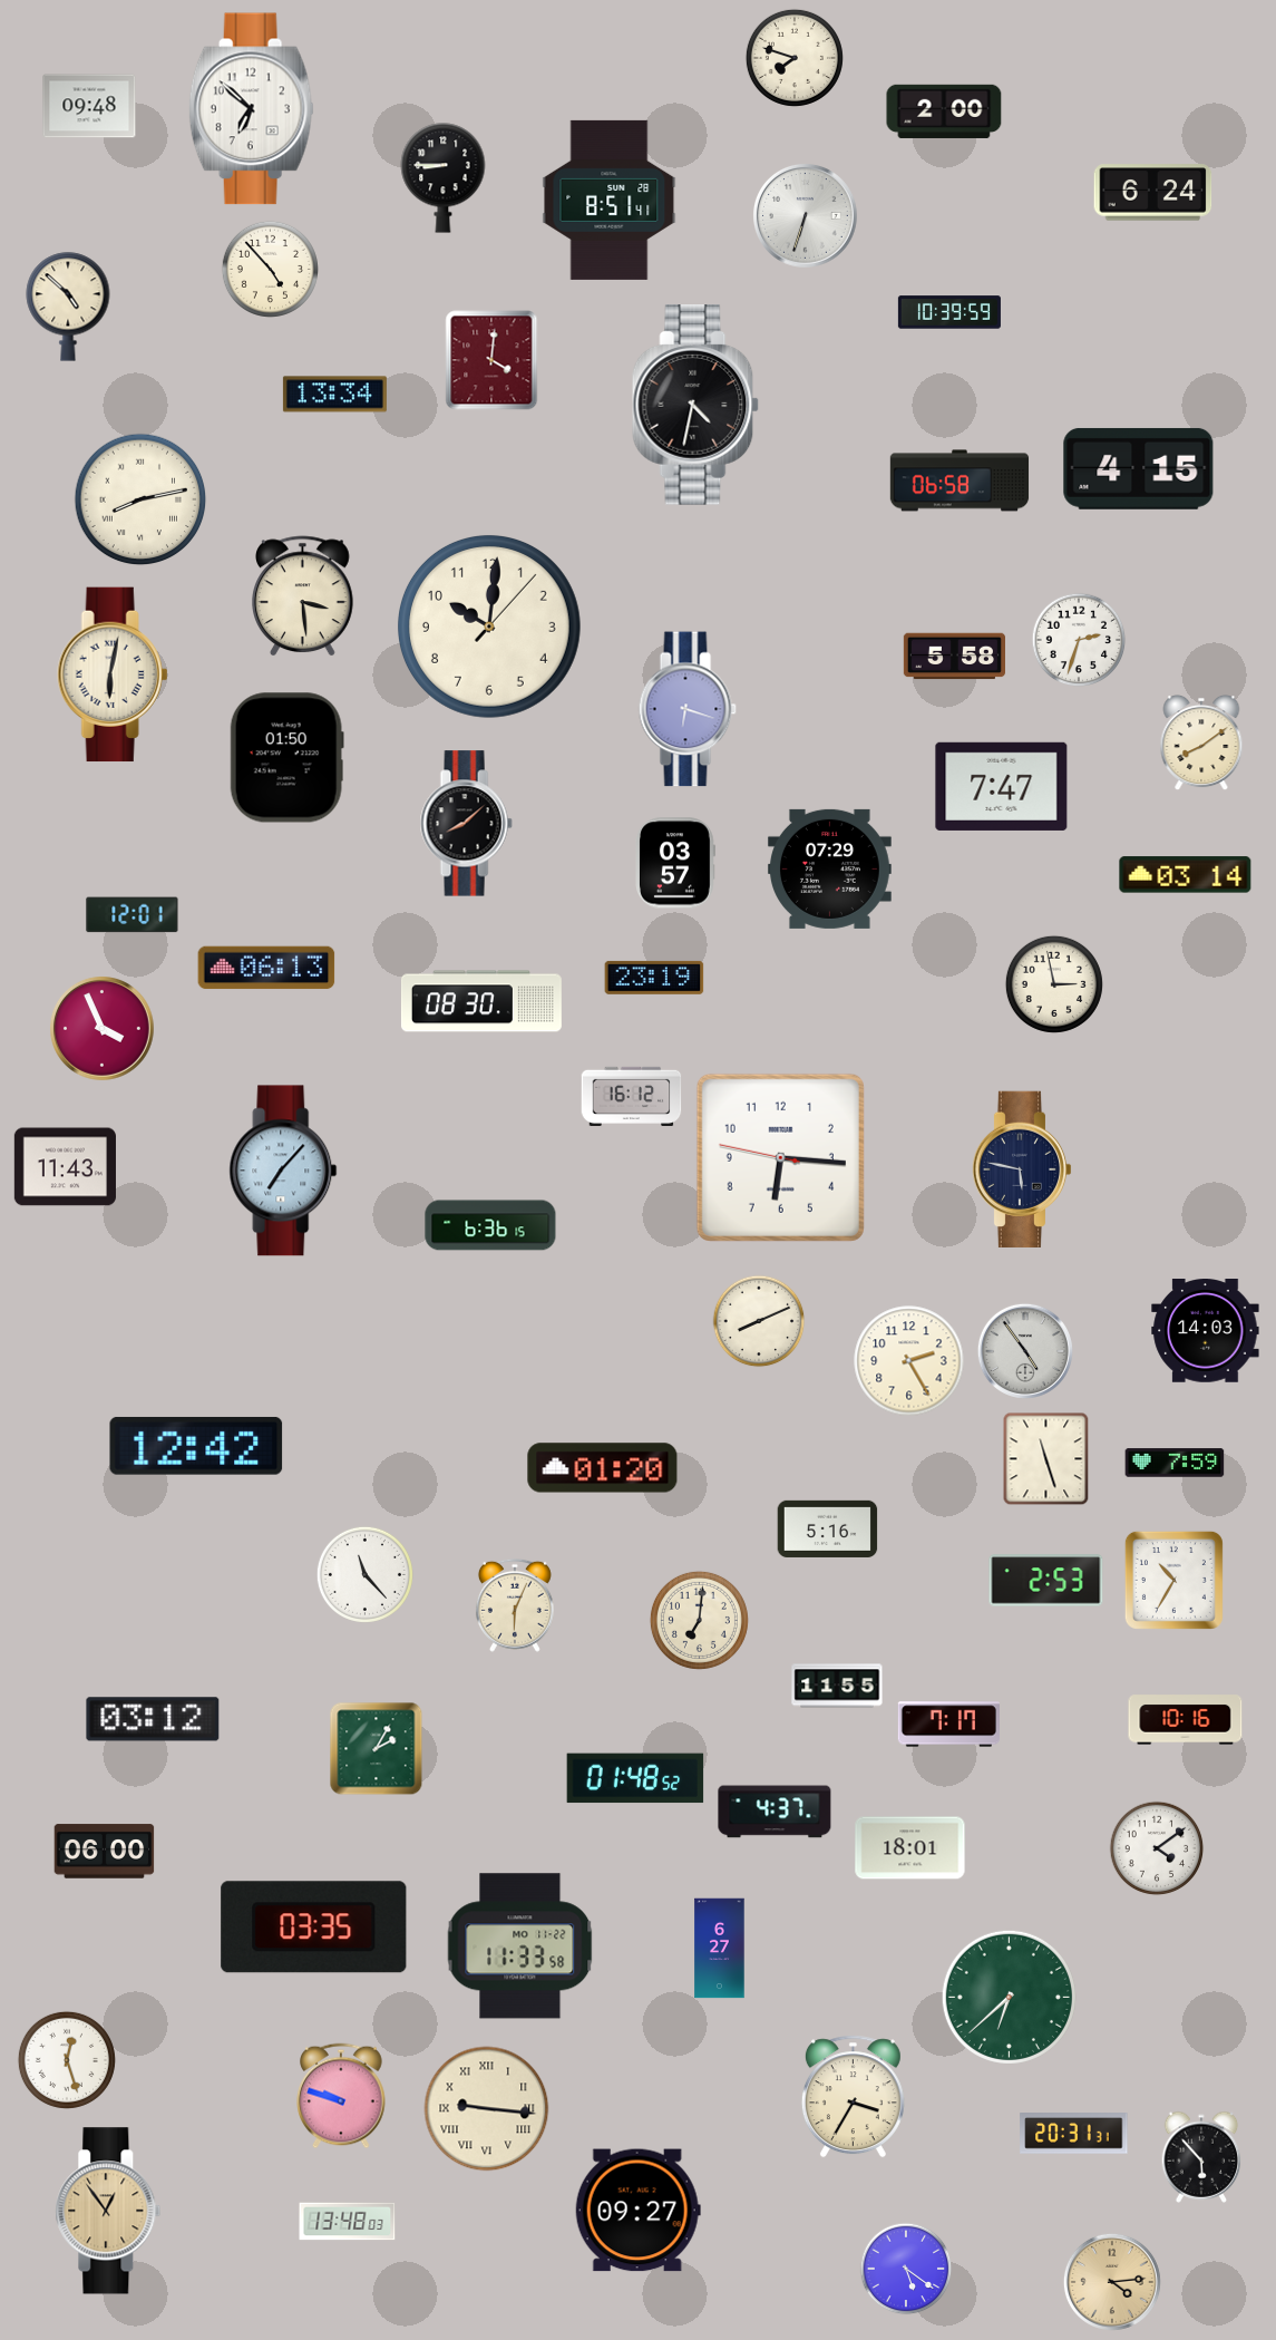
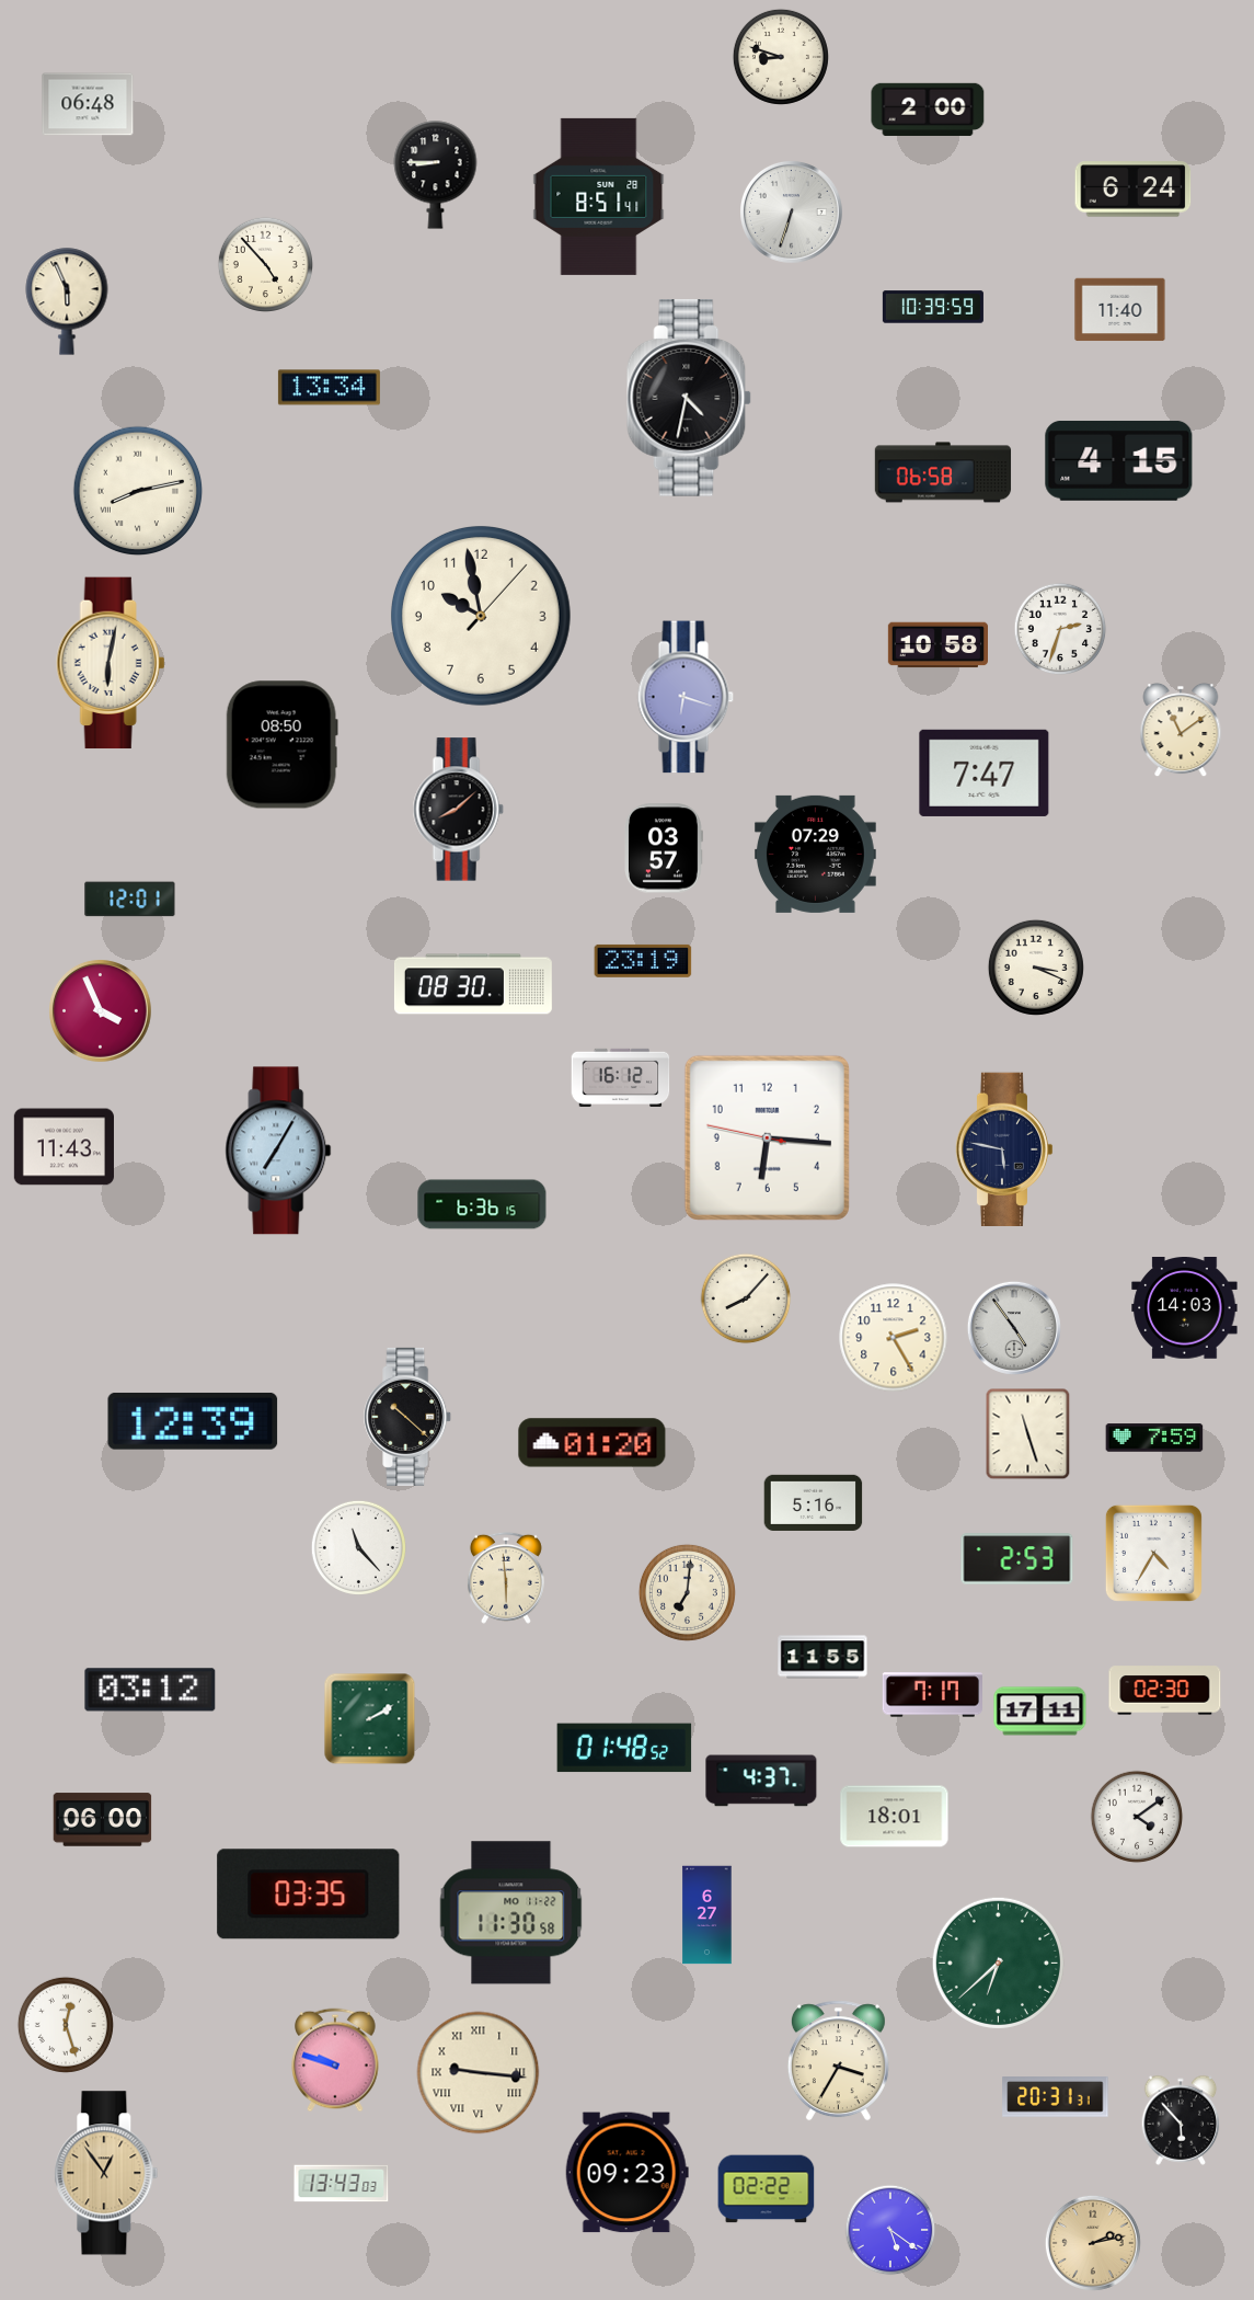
clock at (795, 58): 7:48 -> 8:48
clock at (89, 106): 09:48 -> 06:48
clock at (251, 109): 6:52 -> none
clock at (68, 307): 4:52 -> 5:56
clock at (1120, 310): none -> 11:40
clock at (491, 360): 4:01 -> none
clock at (695, 406) position: (695, 406) -> (689, 399)
clock at (303, 596): 3:29 -> none
clock at (489, 627): 10:01 -> 9:58
clock at (954, 657): 5:58 -> 10:58
clock at (688, 709) position: (688, 709) -> (686, 697)
clock at (1201, 742): 8:09 -> 11:09
clock at (286, 758): 01:50 -> 08:50
clock at (1186, 875): 03:14 -> none
clock at (266, 968): 06:13 -> none
clock at (1054, 984): 2:58 -> 3:19
clock at (283, 1171): 7:07 -> 7:05
clock at (759, 1321): 8:11 -> 8:07
clock at (1025, 1351) position: (1025, 1351) -> (1014, 1328)
clock at (409, 1417): none -> 10:22
clock at (196, 1446): 12:42 -> 12:39
clock at (1173, 1580): 10:35 -> 4:35
clock at (1046, 1581) position: (1046, 1581) -> (1017, 1559)
clock at (515, 1605): 6:04 -> 5:59
clock at (1186, 1720): 10:16 -> 02:30
clock at (1040, 1712): none -> 17:11
clock at (377, 1749): 2:05 -> 2:10
clock at (520, 1946): 11:33 -> 11:30
clock at (1009, 1997) position: (1009, 1997) -> (998, 1963)
clock at (637, 2211): 09:27 -> 09:23
clock at (348, 2222): 13:48 -> 13:43
clock at (767, 2189): none -> 02:22
clock at (1112, 2282): 4:14 -> 2:13
